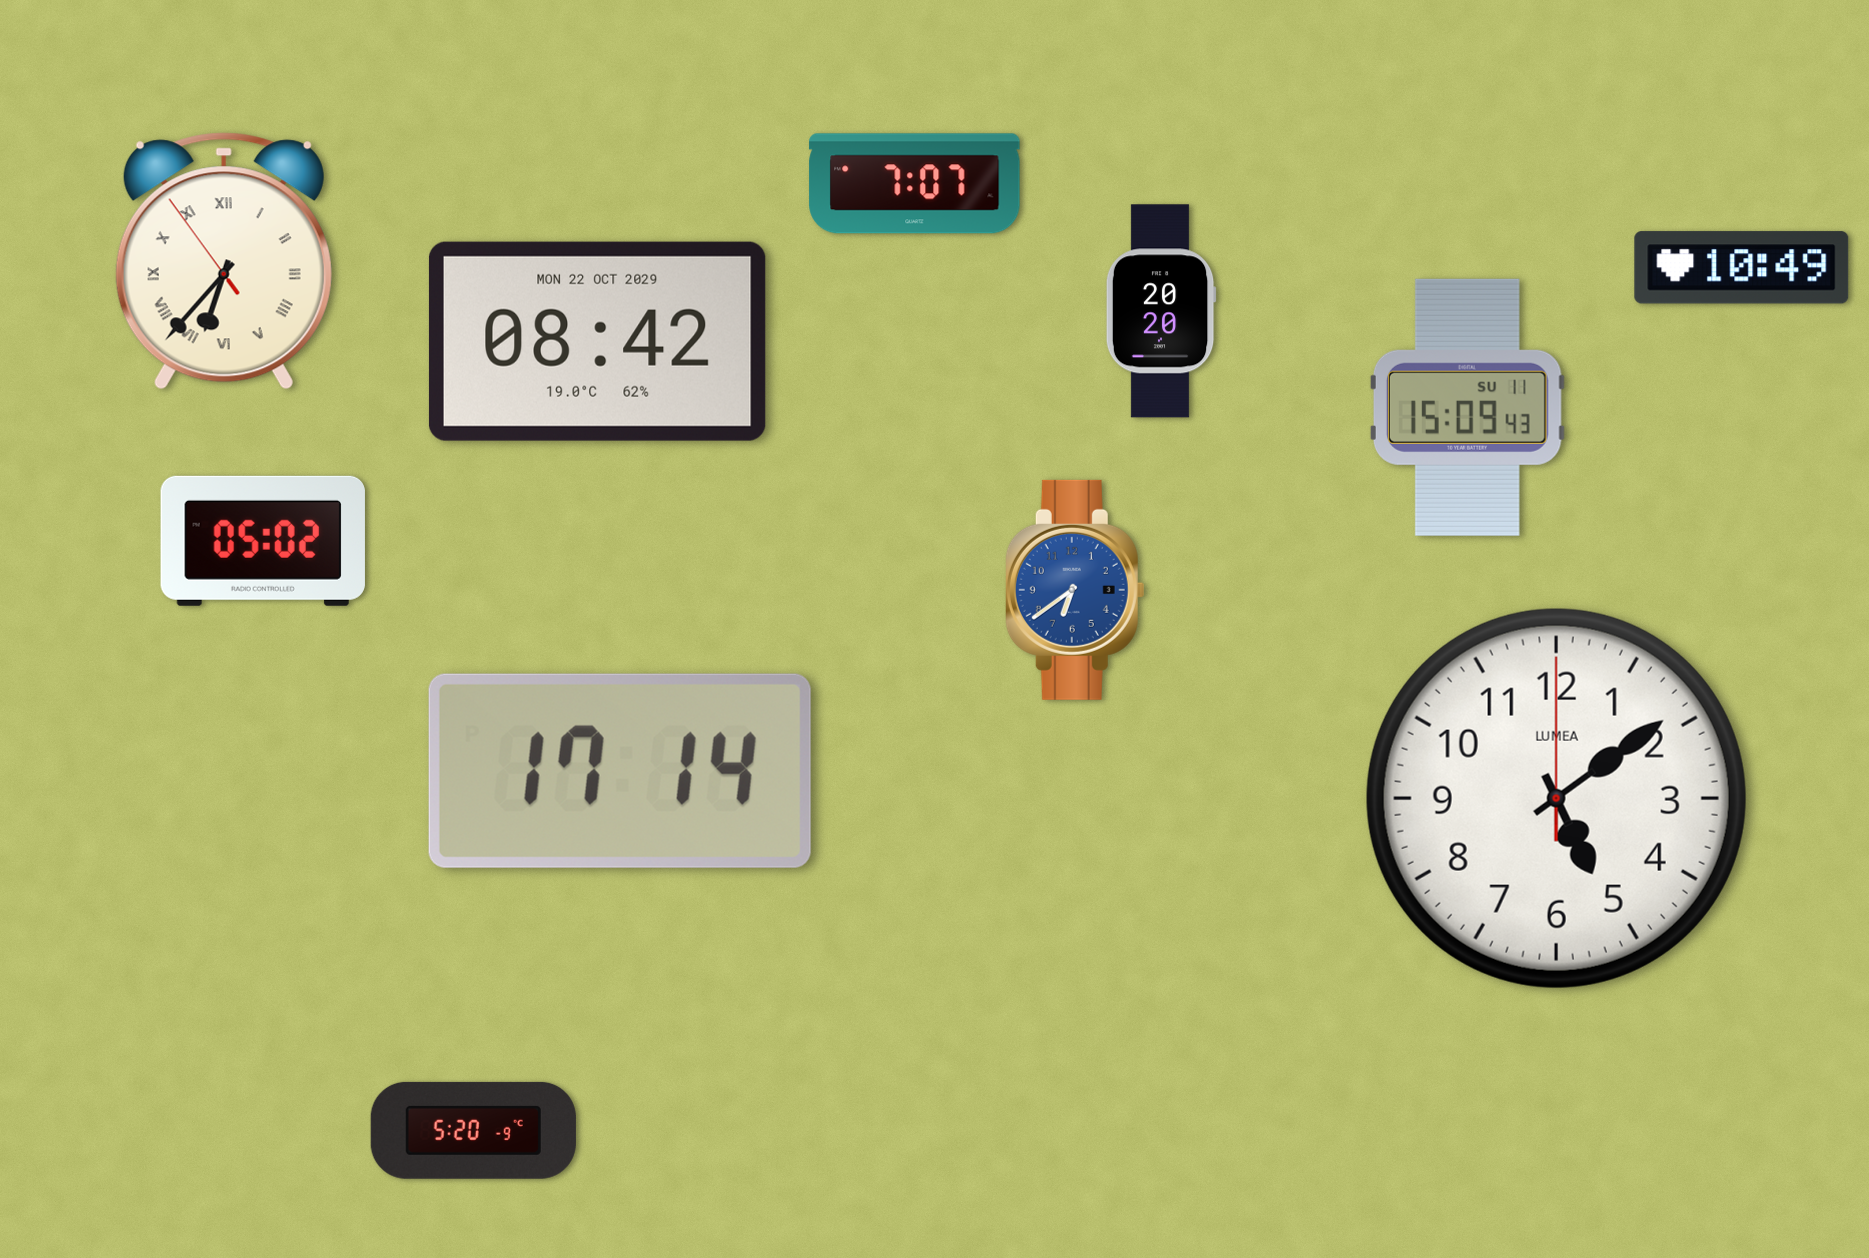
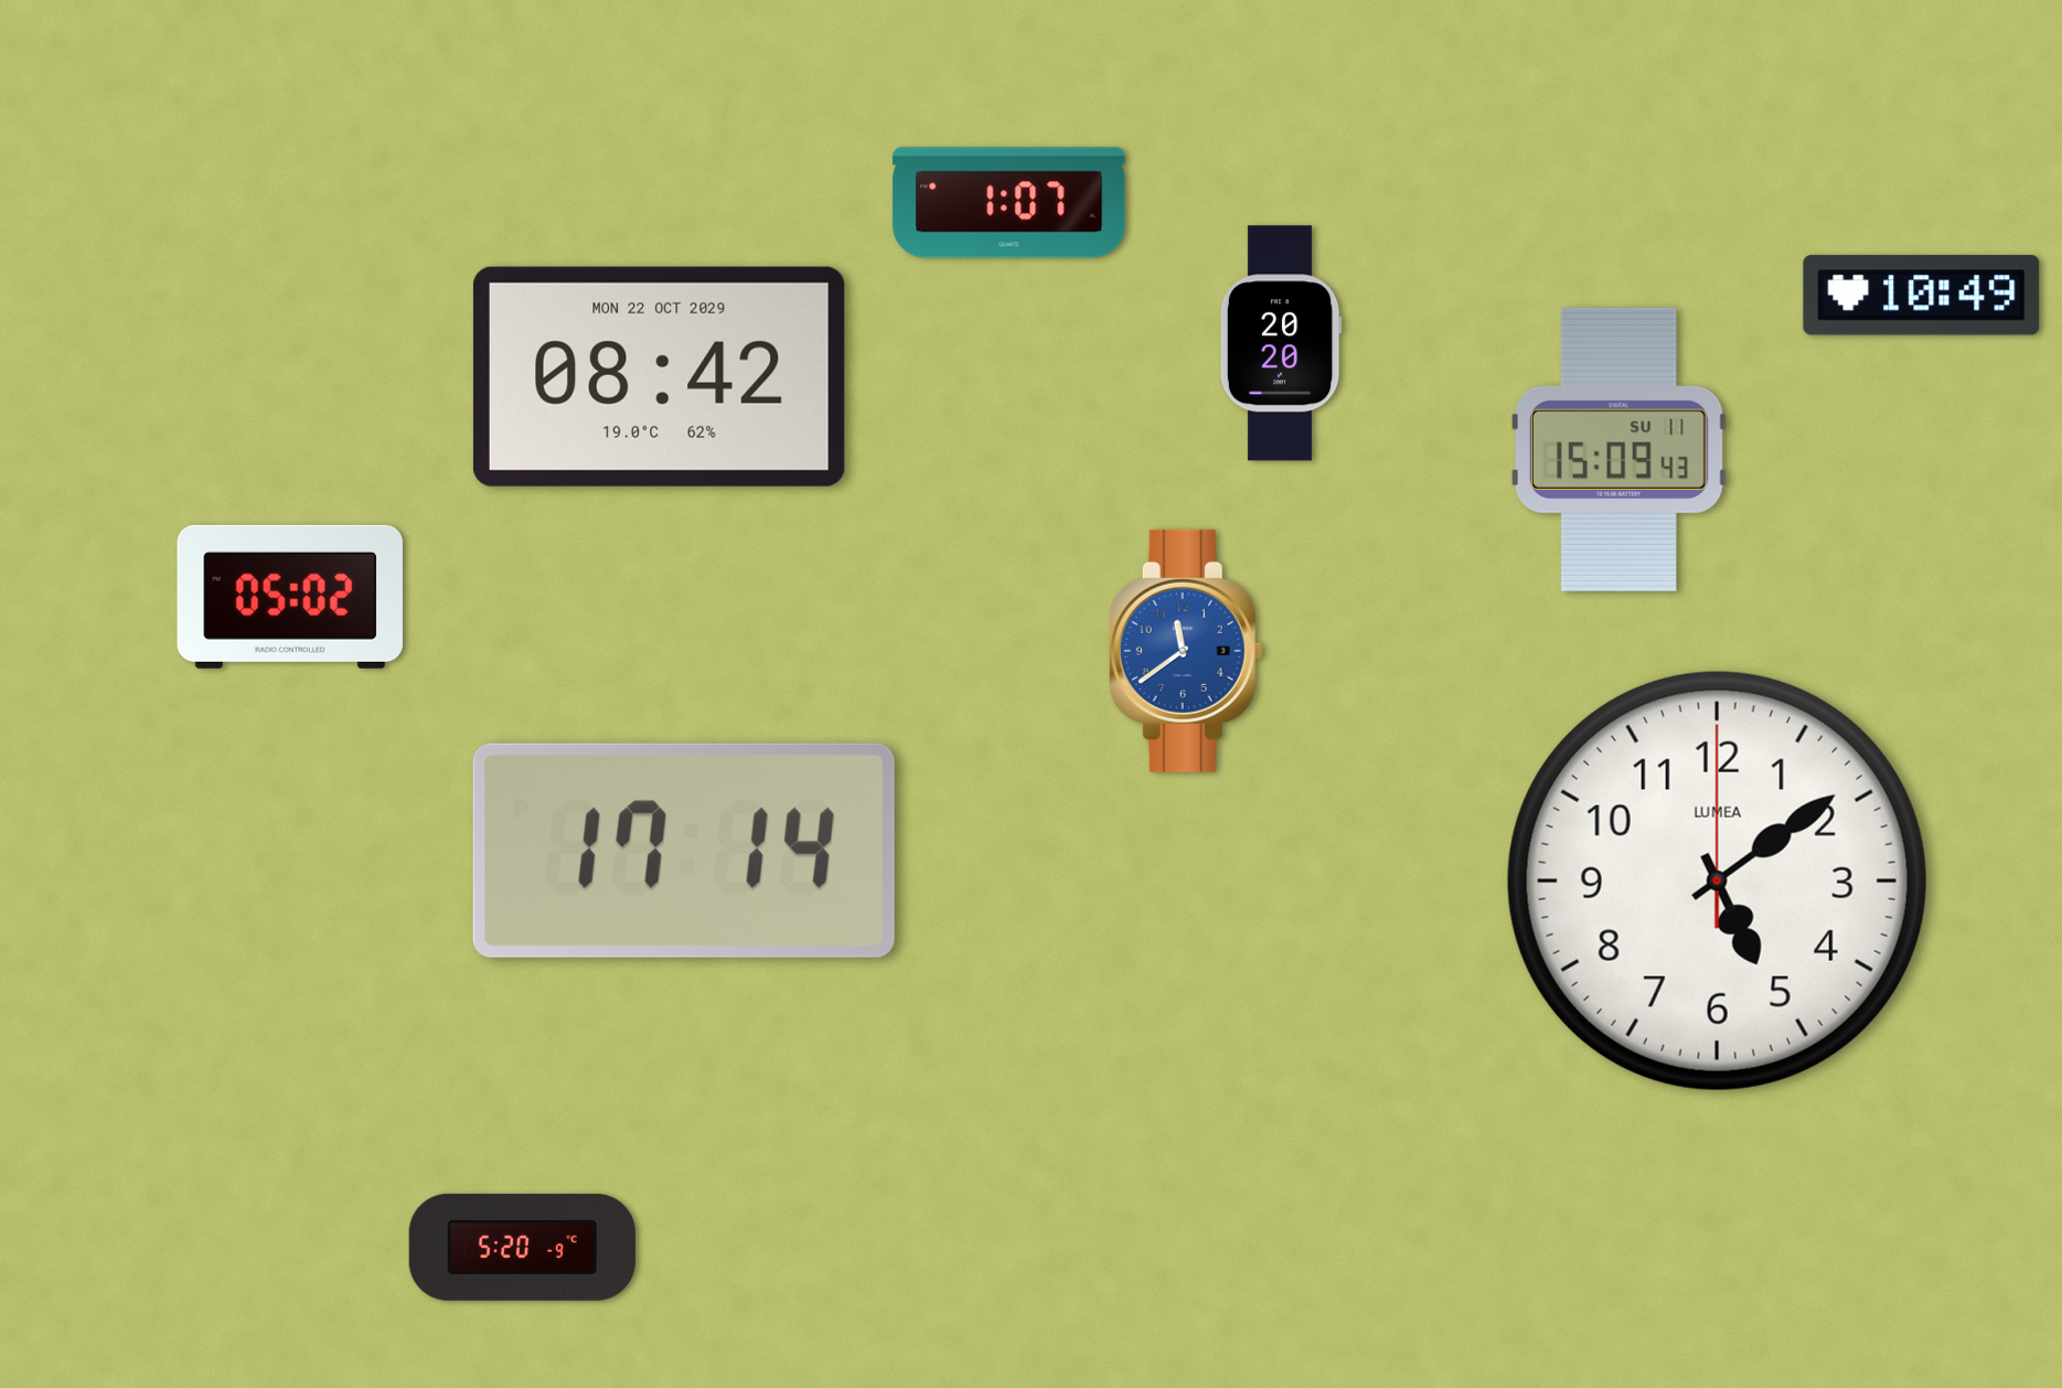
clock at (915, 184): 7:07 -> 1:07
clock at (224, 261): 6:36 -> none
clock at (1075, 590): 6:39 -> 11:39
